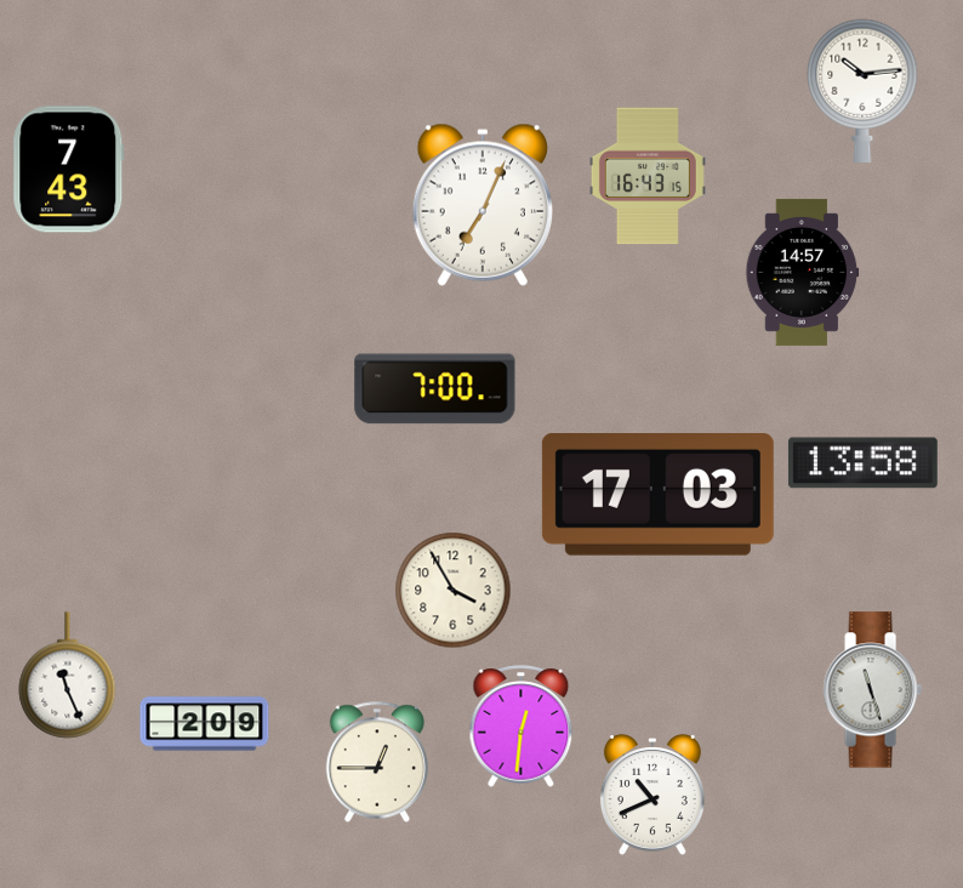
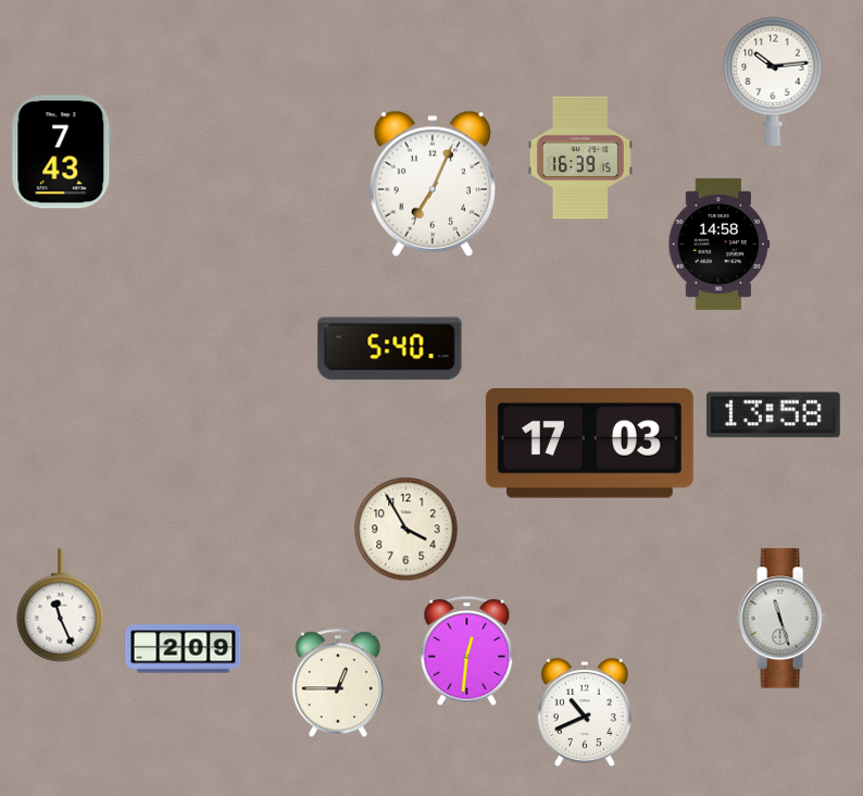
clock at (648, 176): 16:43 -> 16:39
clock at (803, 272): 14:57 -> 14:58
clock at (435, 389): 7:00 -> 5:40
